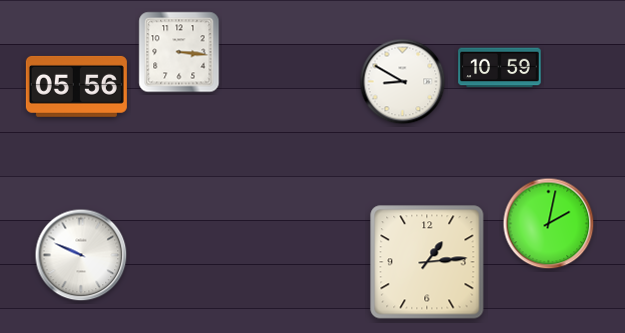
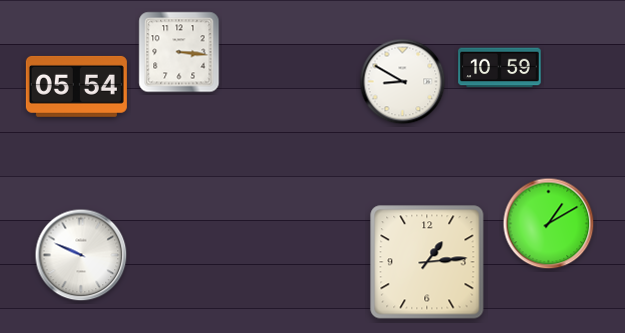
clock at (76, 86): 05:56 -> 05:54
clock at (549, 224): 2:02 -> 1:10
